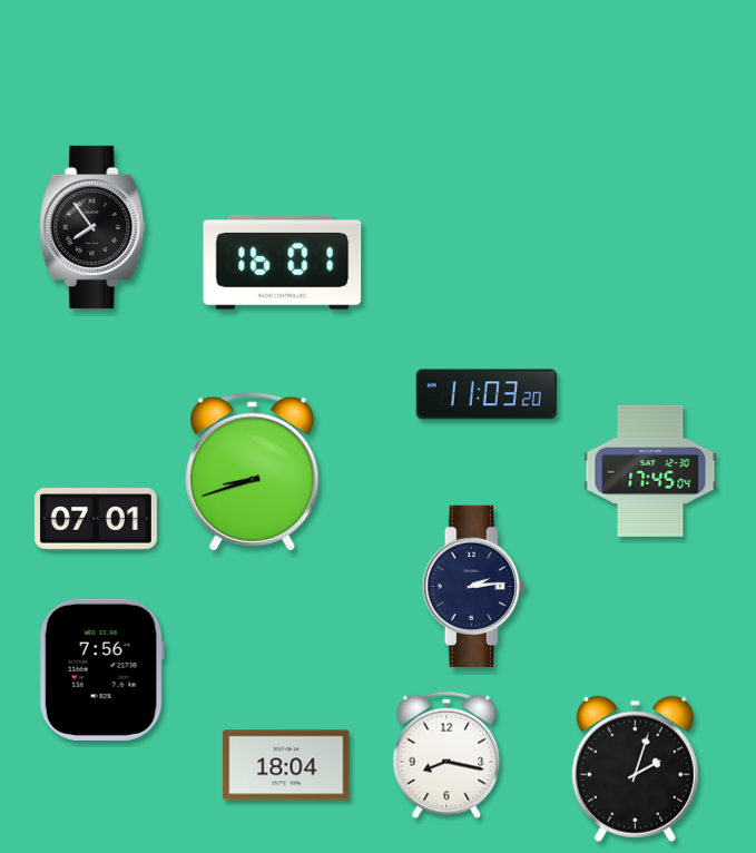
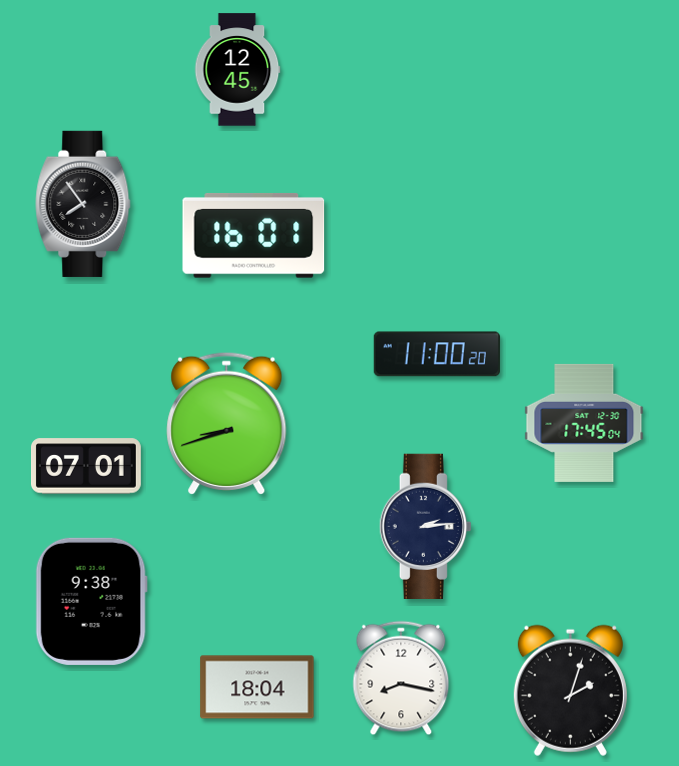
clock at (237, 70): none -> 12:45
clock at (487, 394): 11:03 -> 11:00
clock at (101, 669): 7:56 -> 9:38
